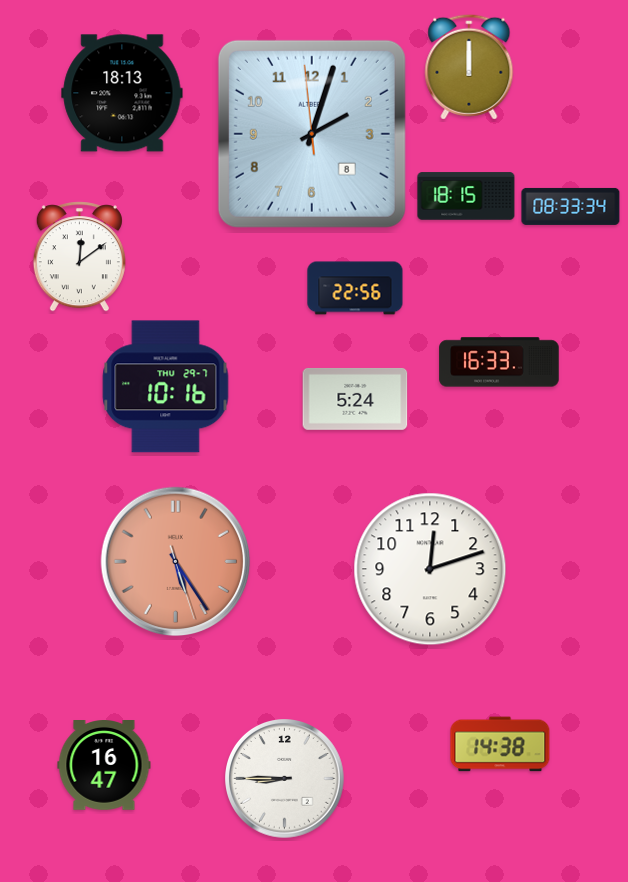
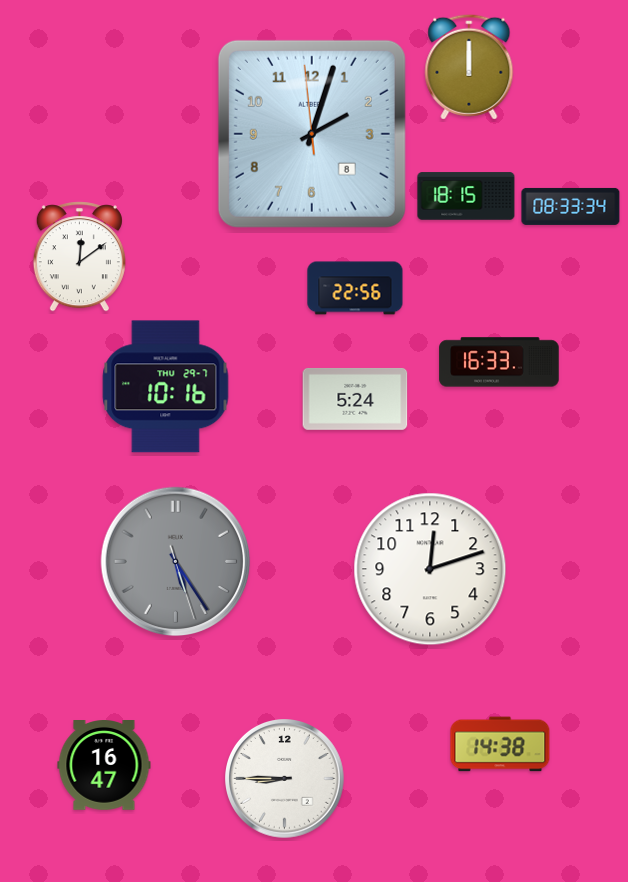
clock at (122, 93): 18:13 -> none
clock at (176, 562) dial: salmon -> grey
